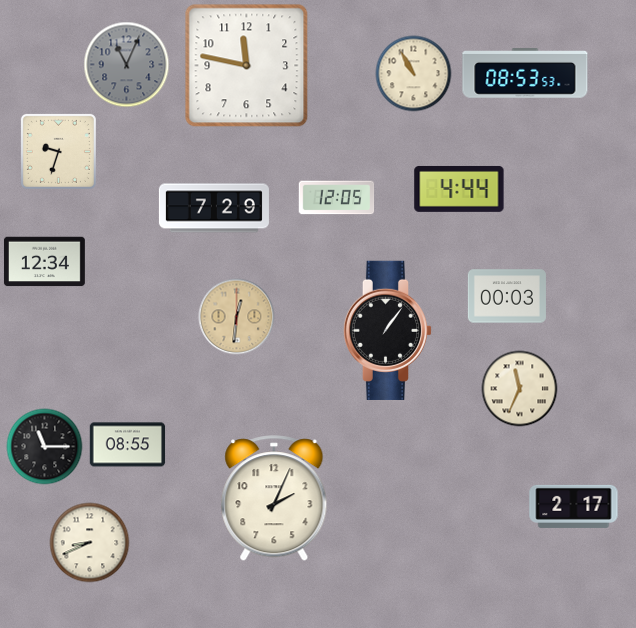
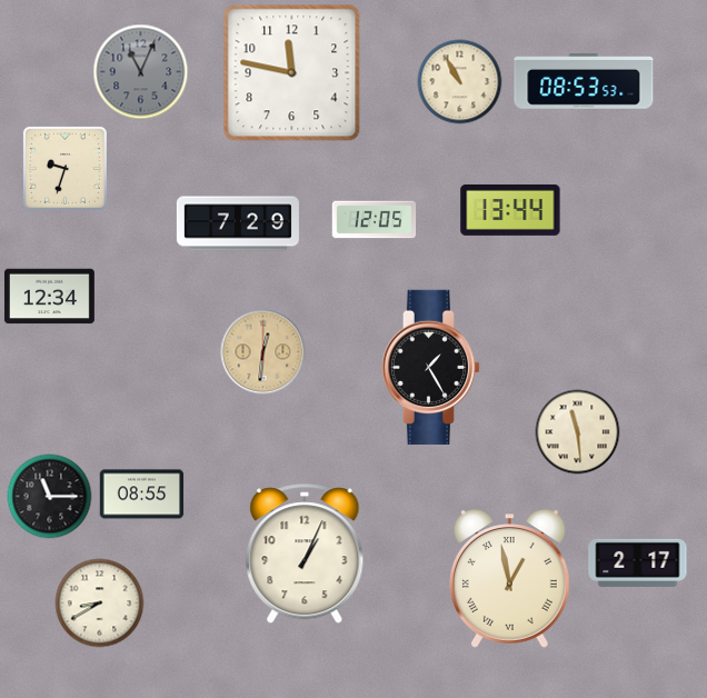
clock at (247, 66) position: (247, 66) -> (292, 73)
clock at (459, 189): 4:44 -> 13:44
clock at (214, 208) position: (214, 208) -> (238, 223)
clock at (44, 262) position: (44, 262) -> (49, 297)
clock at (507, 296): 00:03 -> none
clock at (388, 330): 1:06 -> 1:25
clock at (520, 389): 11:34 -> 11:29
clock at (274, 499): 2:04 -> 1:04
clock at (510, 579): none -> 12:58
clock at (90, 543): 8:41 -> 8:40
